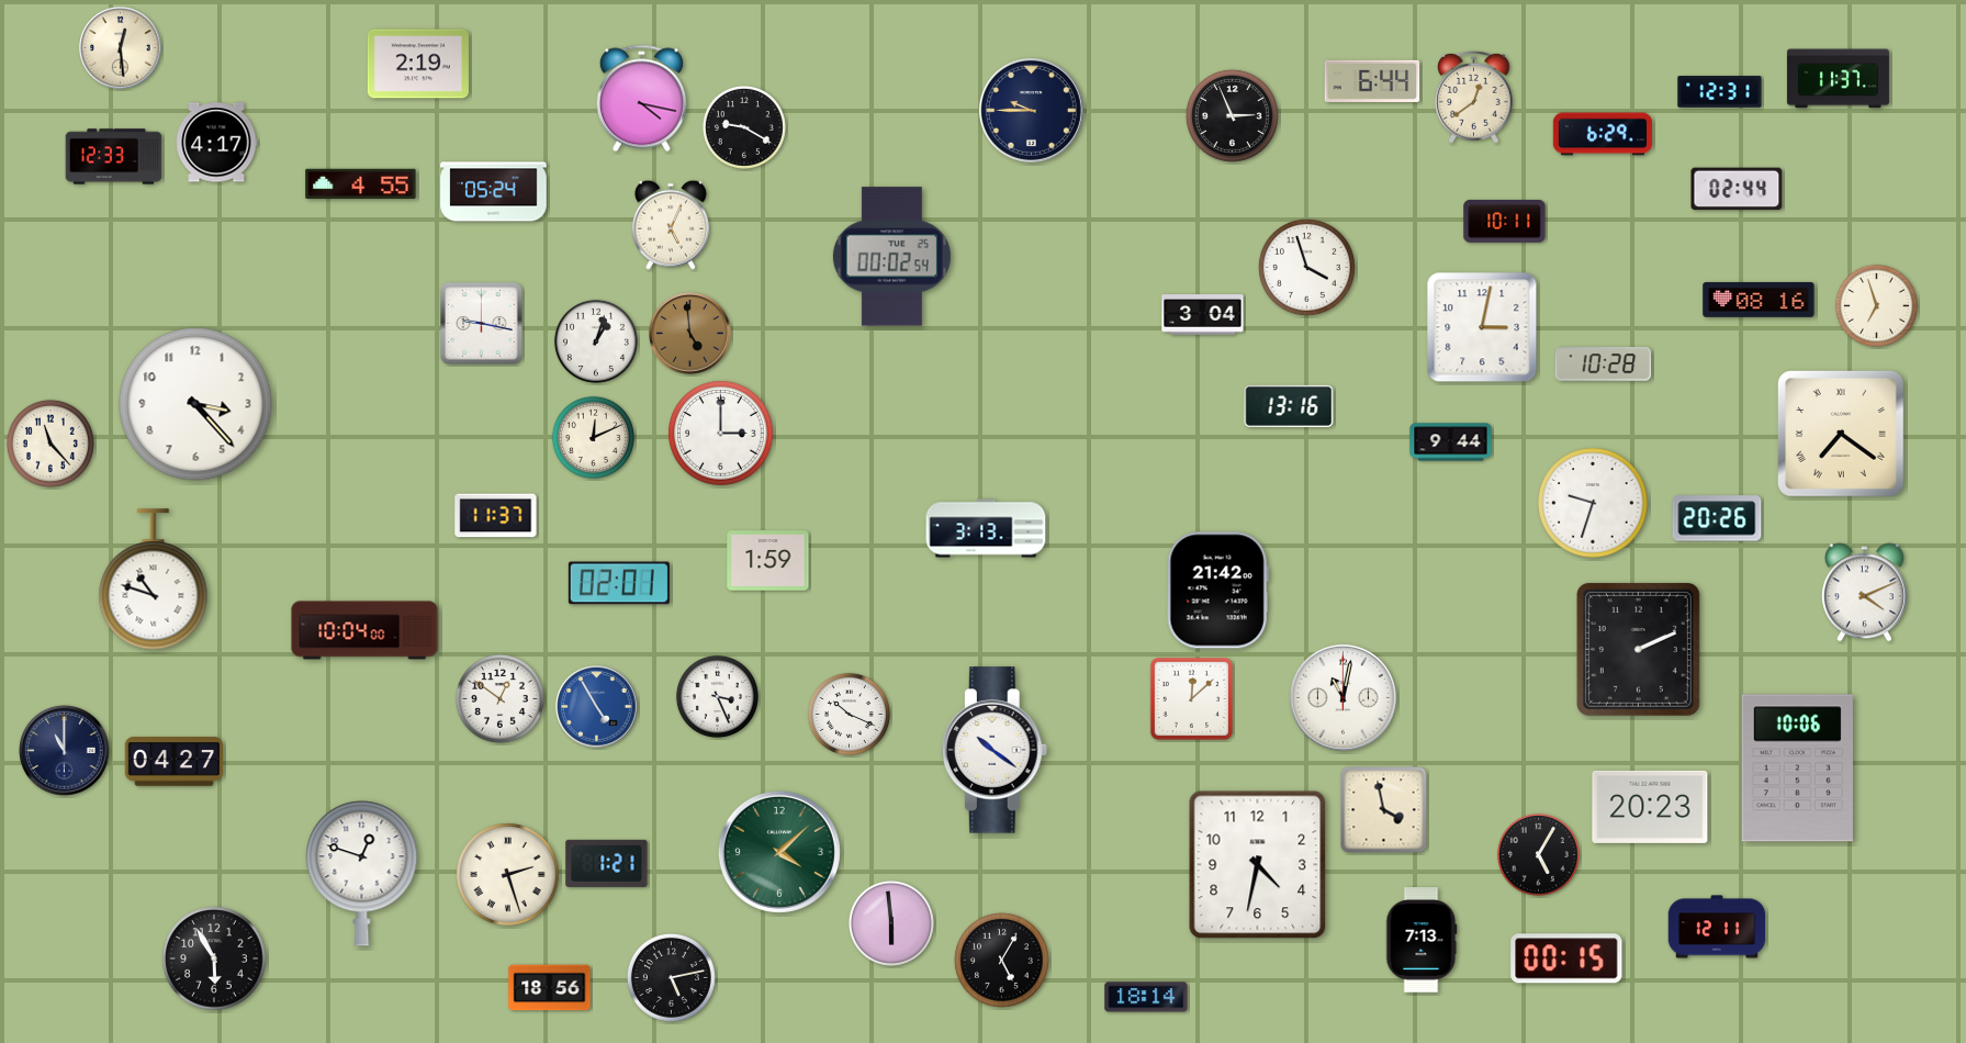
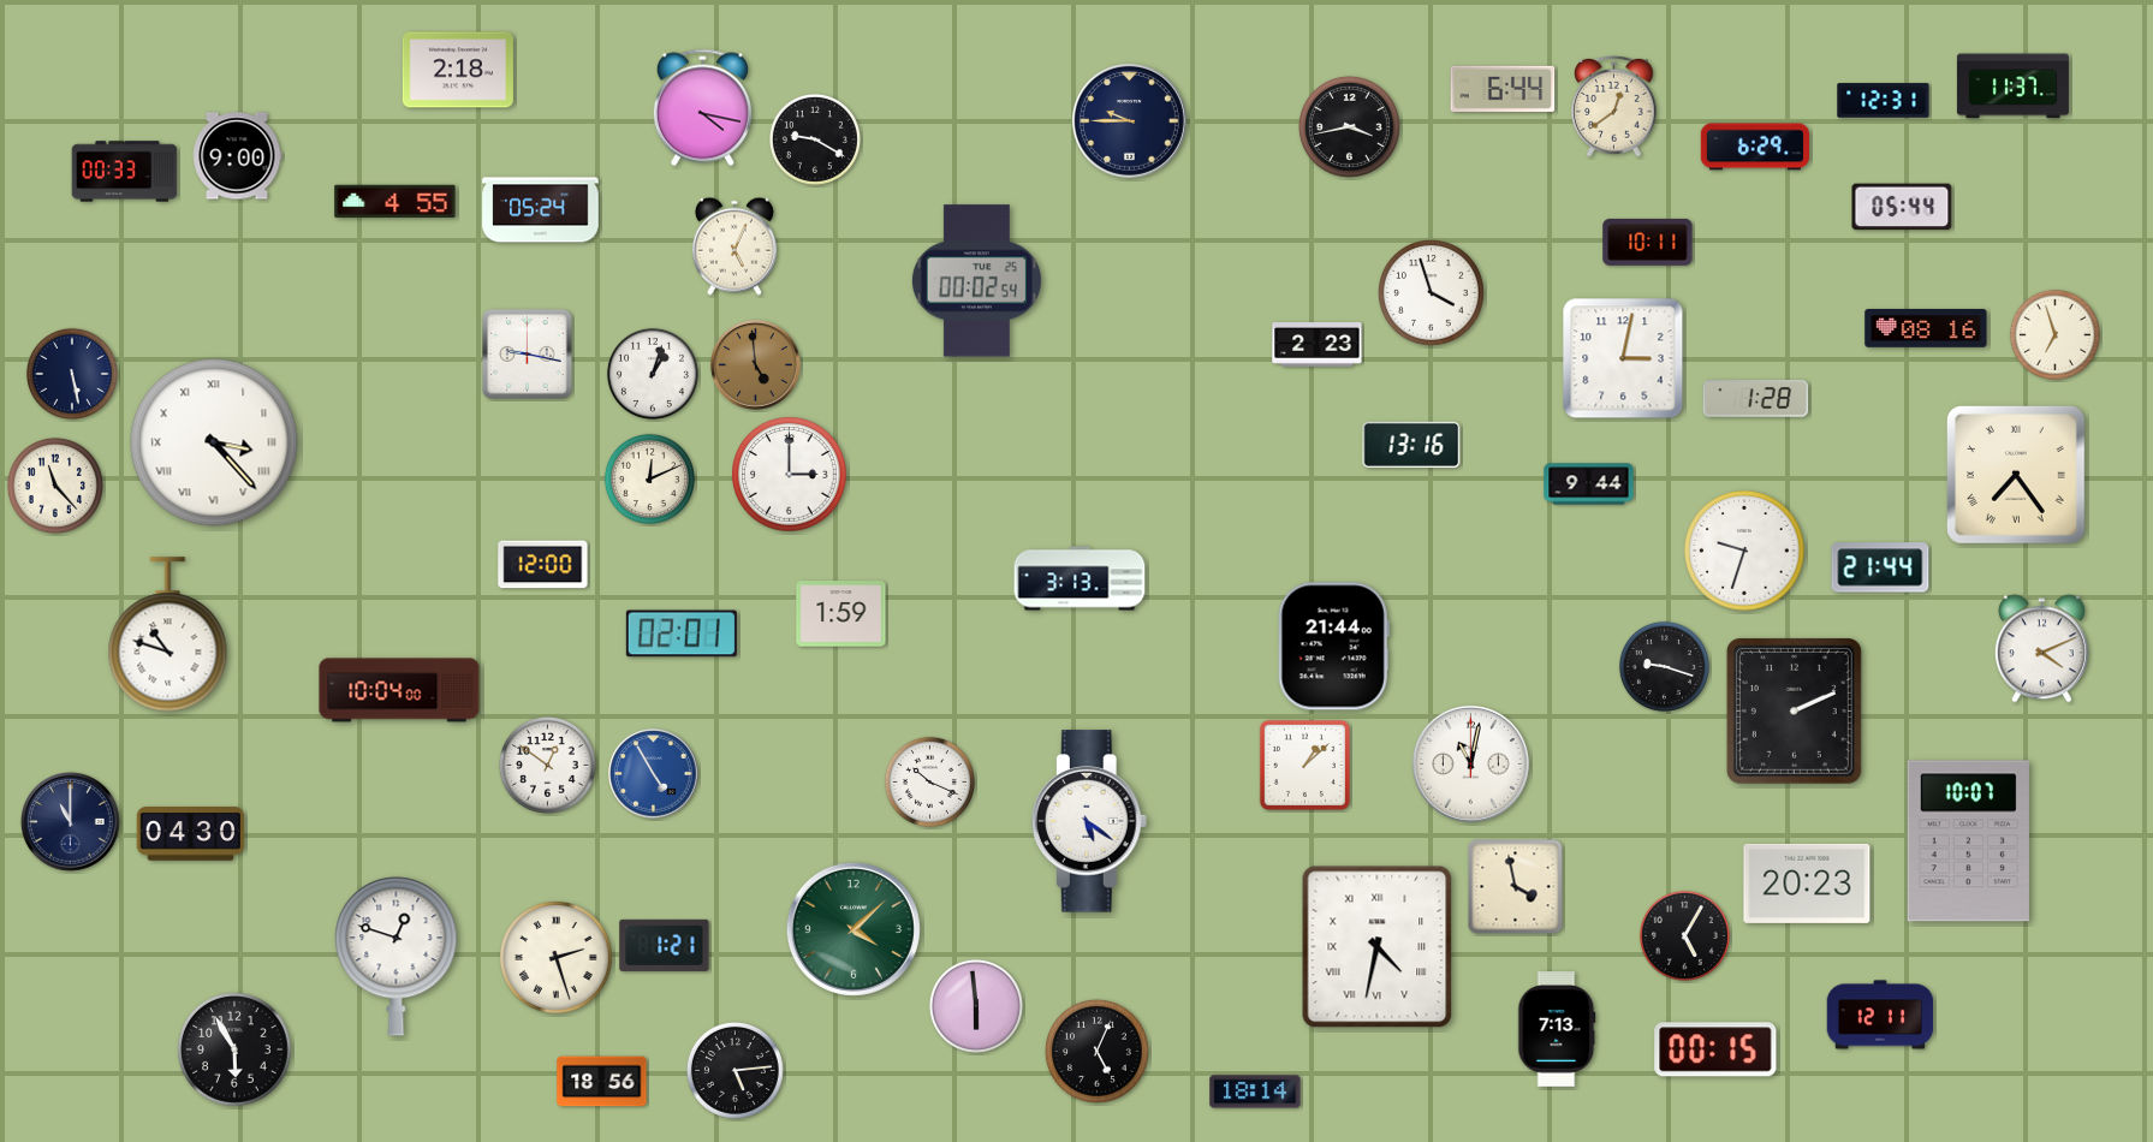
clock at (121, 48): 12:29 -> none
clock at (418, 64): 2:19 -> 2:18
clock at (1232, 115): 2:56 -> 3:43
clock at (216, 143): 4:17 -> 9:00
clock at (114, 157): 12:33 -> 00:33
clock at (1737, 189): 02:44 -> 05:44
clock at (1203, 315): 3:04 -> 2:23
clock at (72, 374): none -> 5:28
clock at (1604, 365): 10:28 -> 1:28
clock at (195, 404) numerals: Arabic -> Roman
clock at (1841, 434): 7:21 -> 7:24
clock at (496, 516): 11:37 -> 12:00
clock at (1717, 518): 20:26 -> 21:44
clock at (619, 583) position: (619, 583) -> (682, 634)
clock at (1217, 591): 21:42 -> 21:44
clock at (1664, 666): none -> 9:18
clock at (717, 696): 3:26 -> none
clock at (1191, 698): 12:08 -> 1:08
clock at (995, 750): 10:21 -> 5:21
clock at (175, 762): 04:27 -> 04:30
clock at (1797, 769): 10:06 -> 10:07
clock at (779, 852) position: (779, 852) -> (854, 929)
clock at (1258, 865) numerals: Arabic -> Roman
clock at (891, 923) position: (891, 923) -> (976, 1006)
clock at (1001, 960): 5:05 -> 5:04
clock at (671, 977): 5:13 -> 5:14
